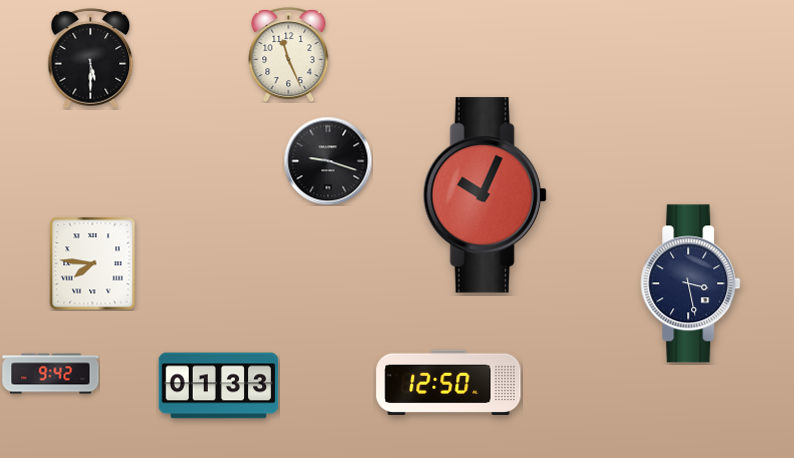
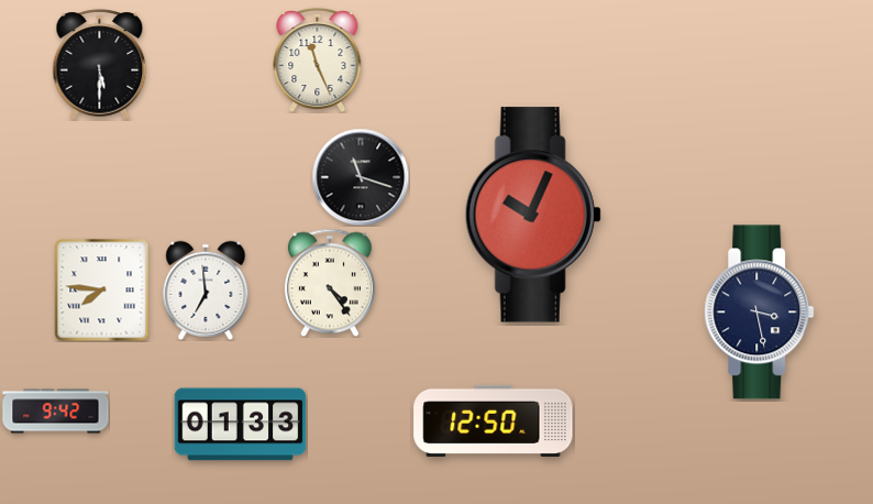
clock at (328, 161): 9:18 -> 11:18
clock at (330, 283): none -> 4:24
clock at (206, 291): none -> 6:59
